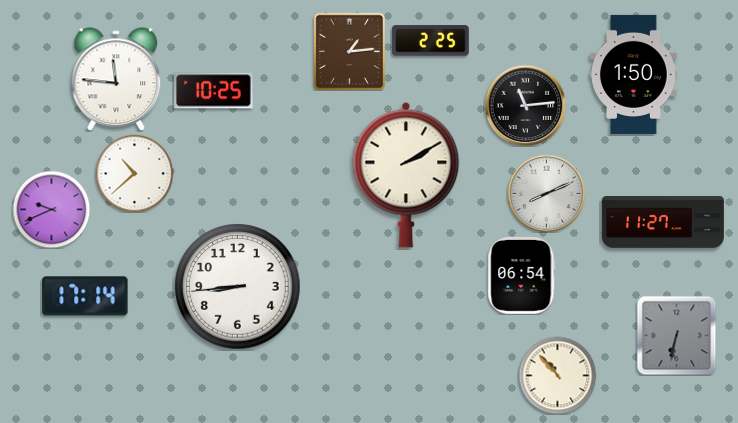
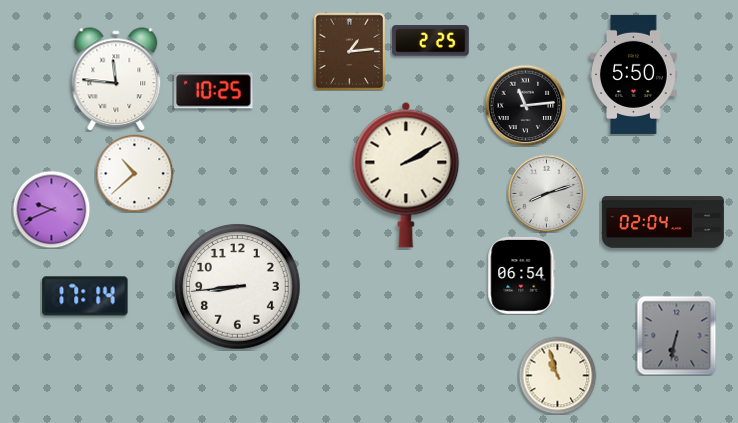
clock at (634, 74): 1:50 -> 5:50
clock at (546, 193): 8:11 -> 8:12
clock at (663, 222): 11:27 -> 02:04
clock at (557, 375): 10:53 -> 10:57
